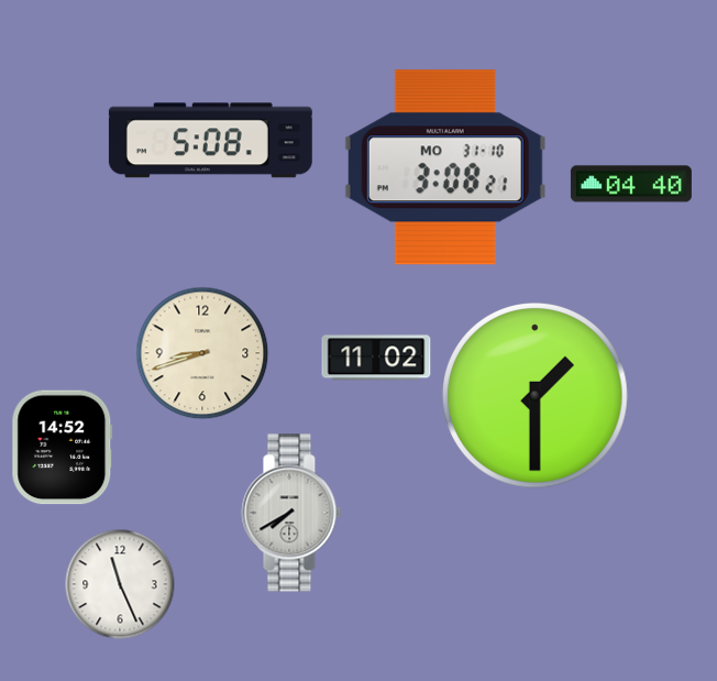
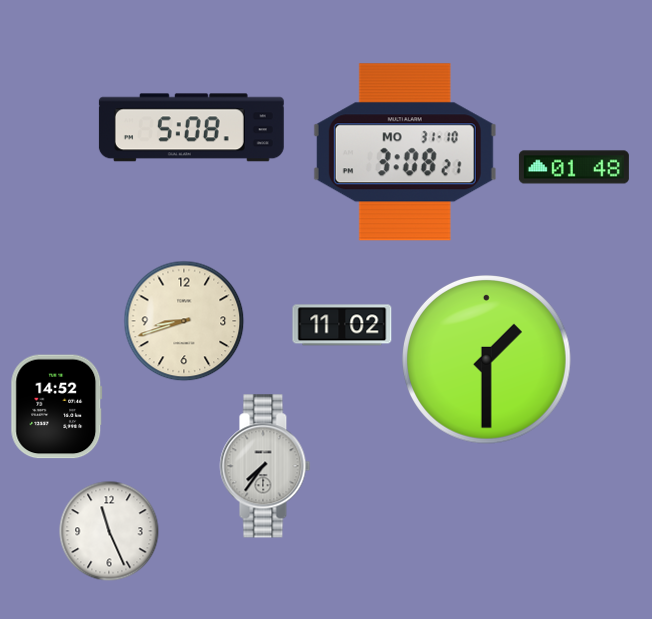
clock at (631, 184): 04:40 -> 01:48
clock at (291, 513): 7:40 -> 7:36
